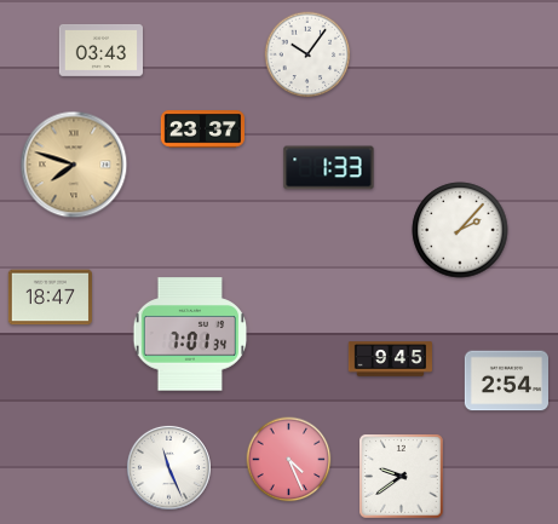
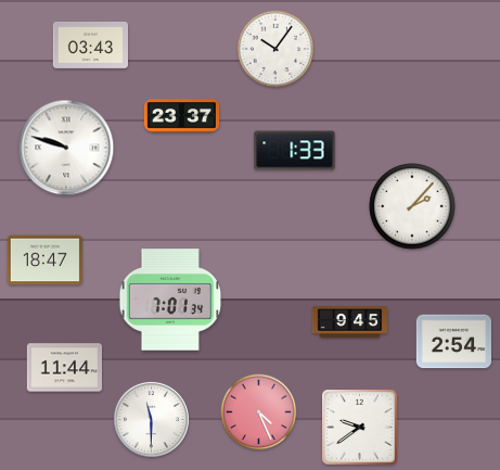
clock at (74, 165): 7:48 -> 9:48
clock at (74, 165) dial: champagne -> white
clock at (50, 298) position: (50, 298) -> (44, 261)
clock at (64, 368): none -> 11:44
clock at (168, 467): 11:26 -> 11:30
